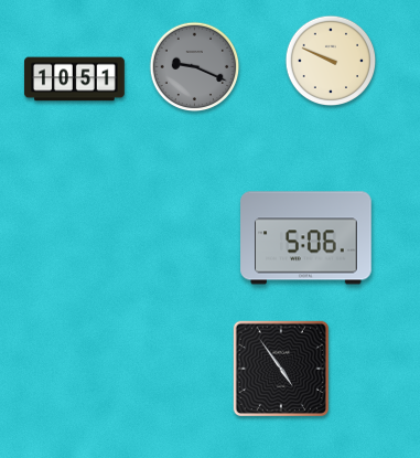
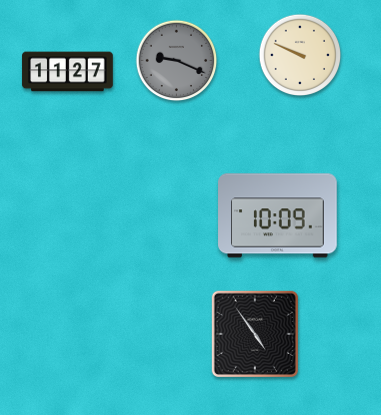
clock at (75, 79): 10:51 -> 11:27
clock at (306, 238): 5:06 -> 10:09
